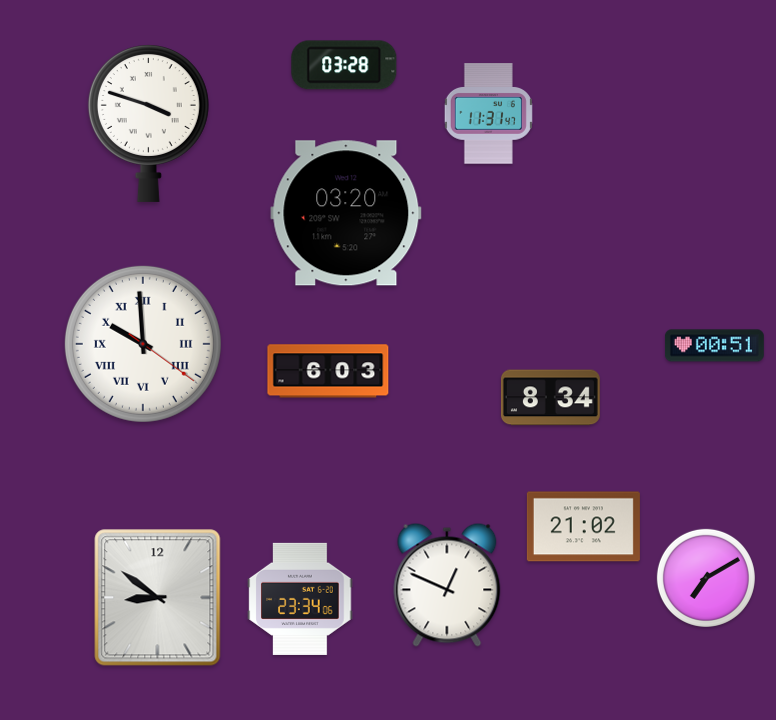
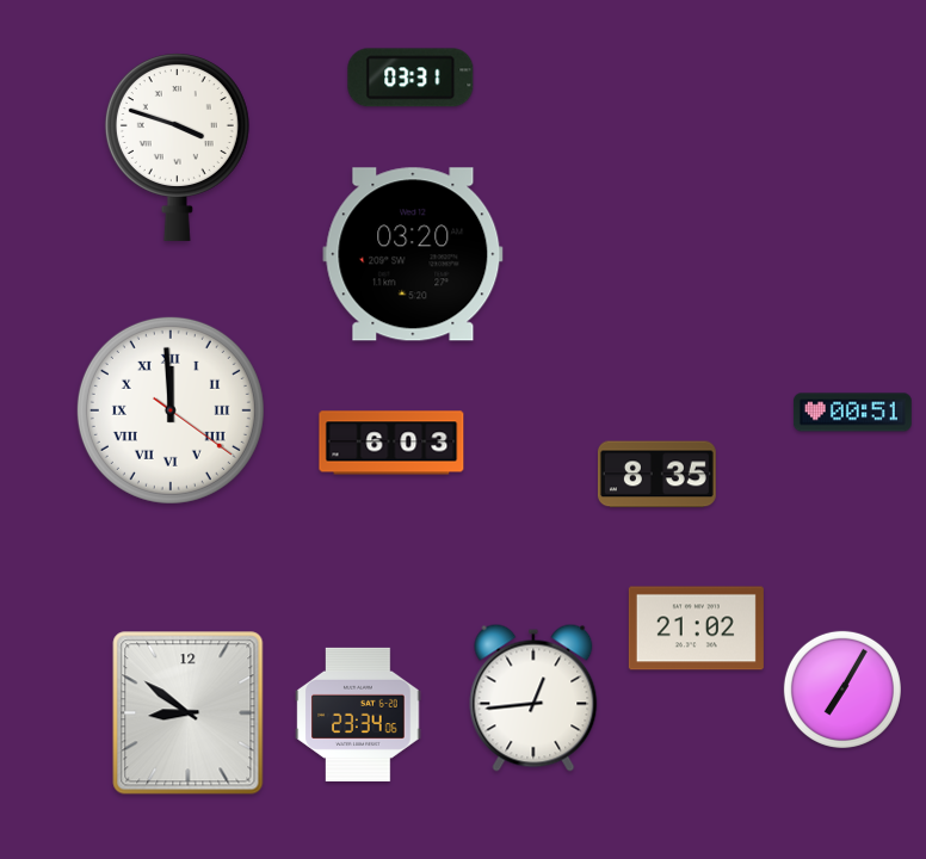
clock at (344, 65): 03:28 -> 03:31
clock at (488, 114): 11:31 -> none
clock at (143, 344): 9:59 -> 11:59
clock at (550, 398): 8:34 -> 8:35
clock at (706, 578): 7:10 -> 7:05
clock at (447, 585): 12:49 -> 12:44
